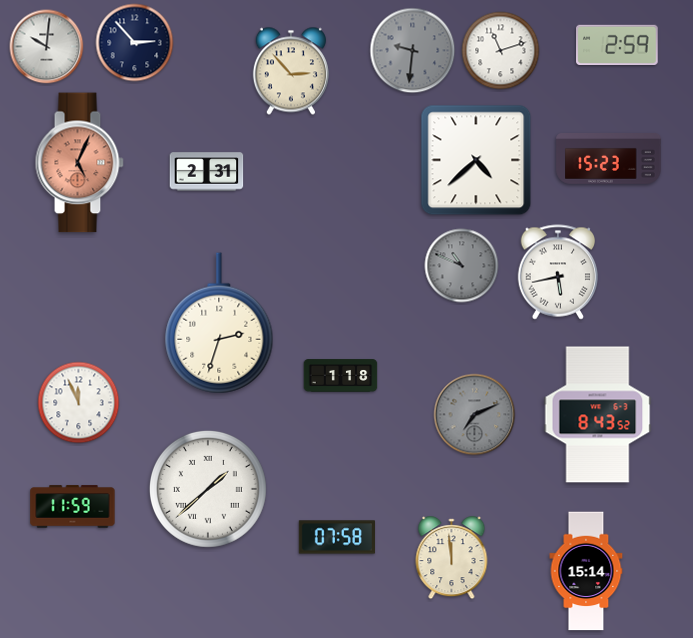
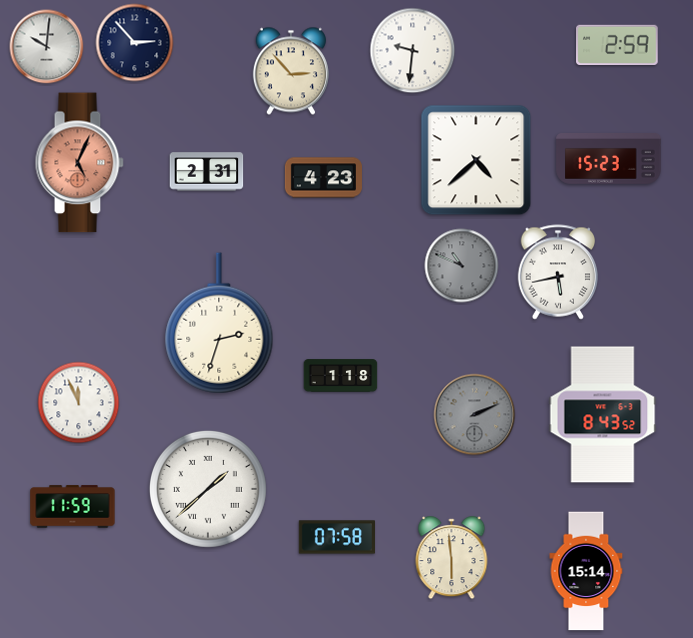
clock at (413, 51) dial: grey -> white
clock at (501, 51): 11:12 -> none
clock at (323, 178): none -> 4:23
clock at (475, 415): 7:11 -> 2:11
clock at (598, 415) position: (598, 415) -> (603, 415)
clock at (452, 558): 11:59 -> 5:59
